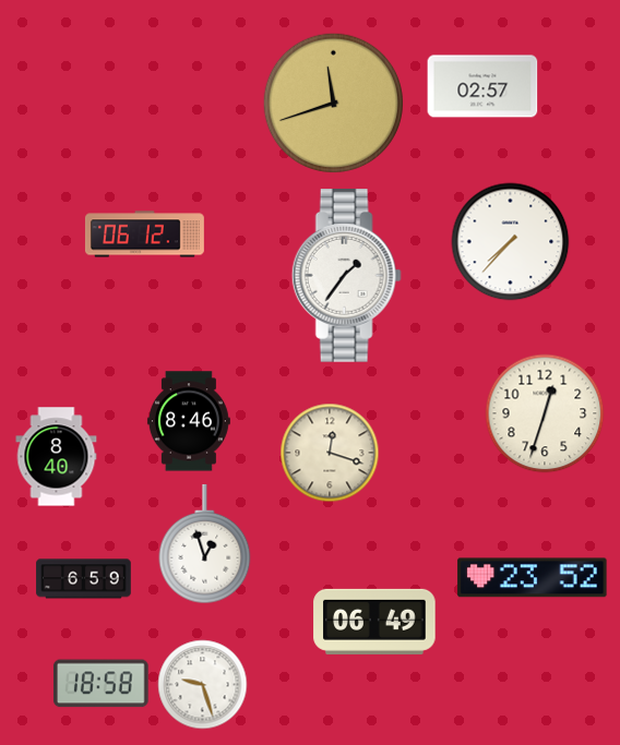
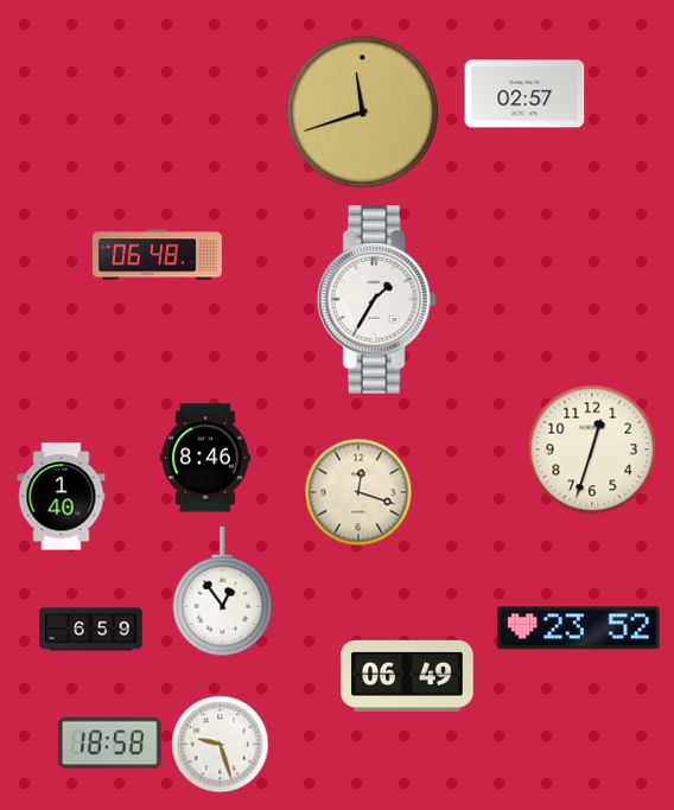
clock at (144, 235): 06:12 -> 06:48
clock at (511, 242): 7:37 -> none
clock at (346, 276): 1:36 -> 1:35
clock at (57, 457): 8:40 -> 1:40
clock at (205, 544): 12:57 -> 12:54
